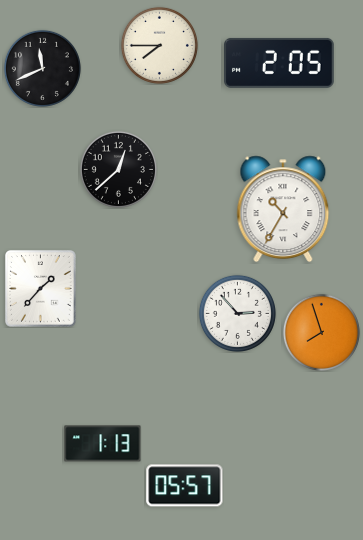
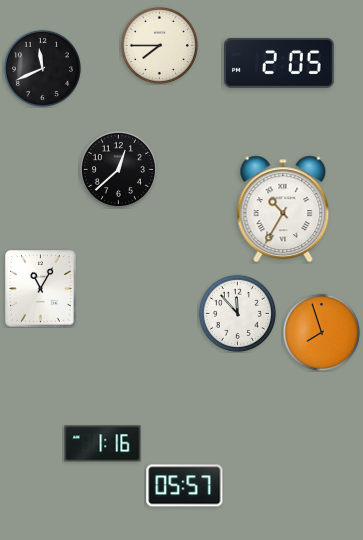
clock at (41, 289): 1:37 -> 11:05
clock at (237, 313): 2:53 -> 11:53
clock at (103, 444): 1:13 -> 1:16
